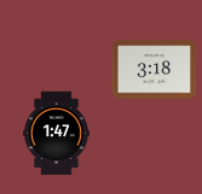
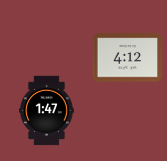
clock at (155, 70): 3:18 -> 4:12
